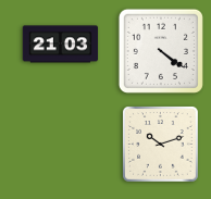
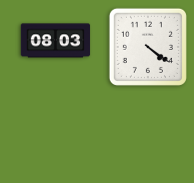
clock at (61, 45): 21:03 -> 08:03
clock at (161, 145): 10:12 -> none
